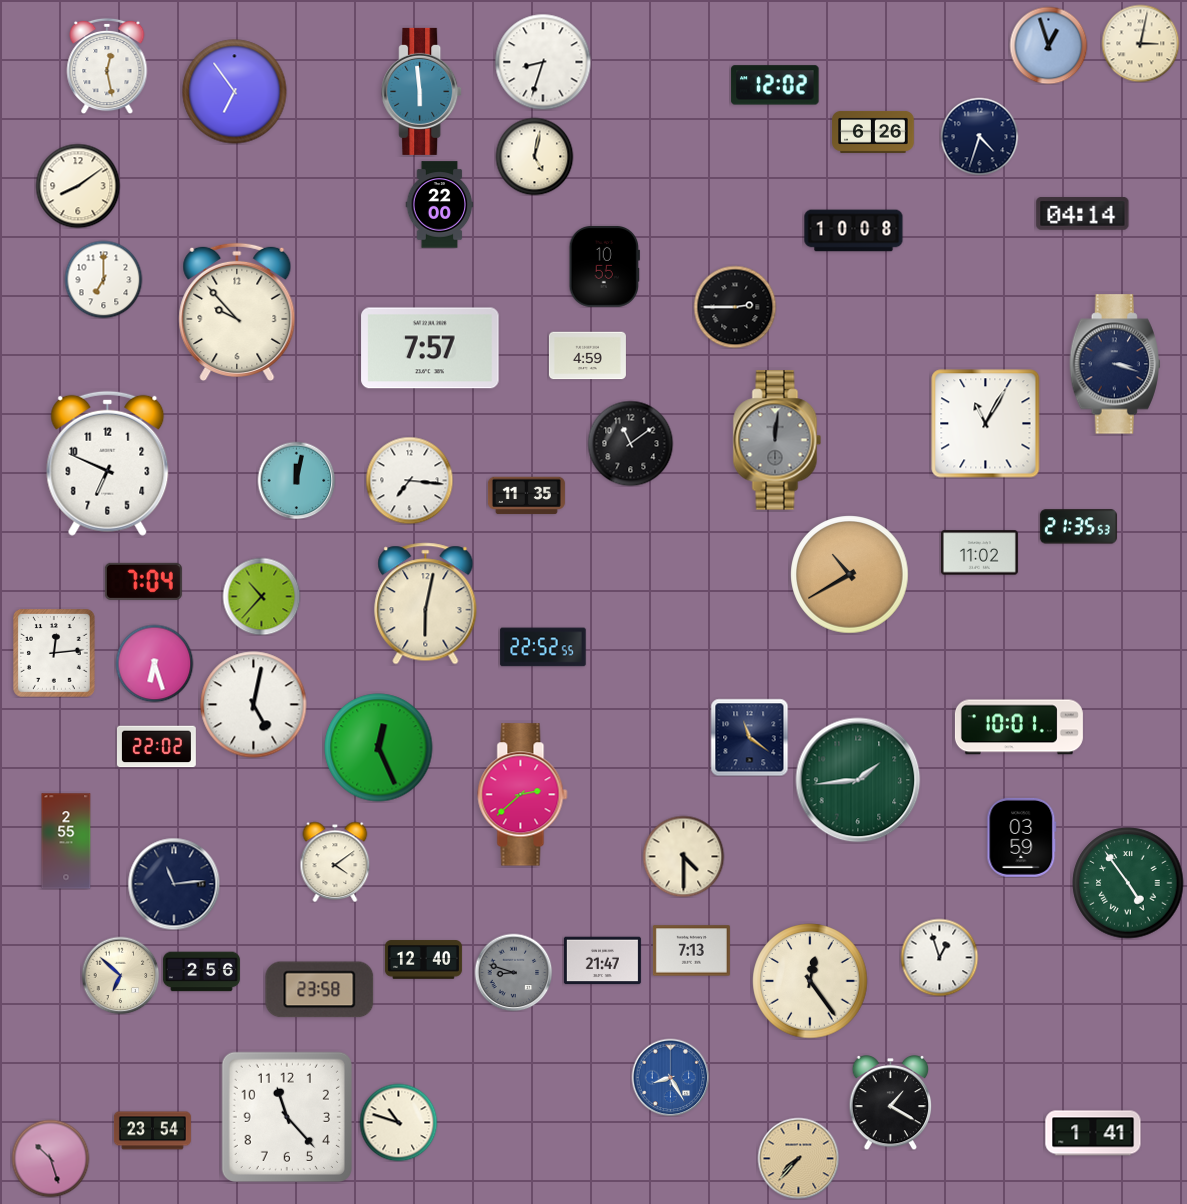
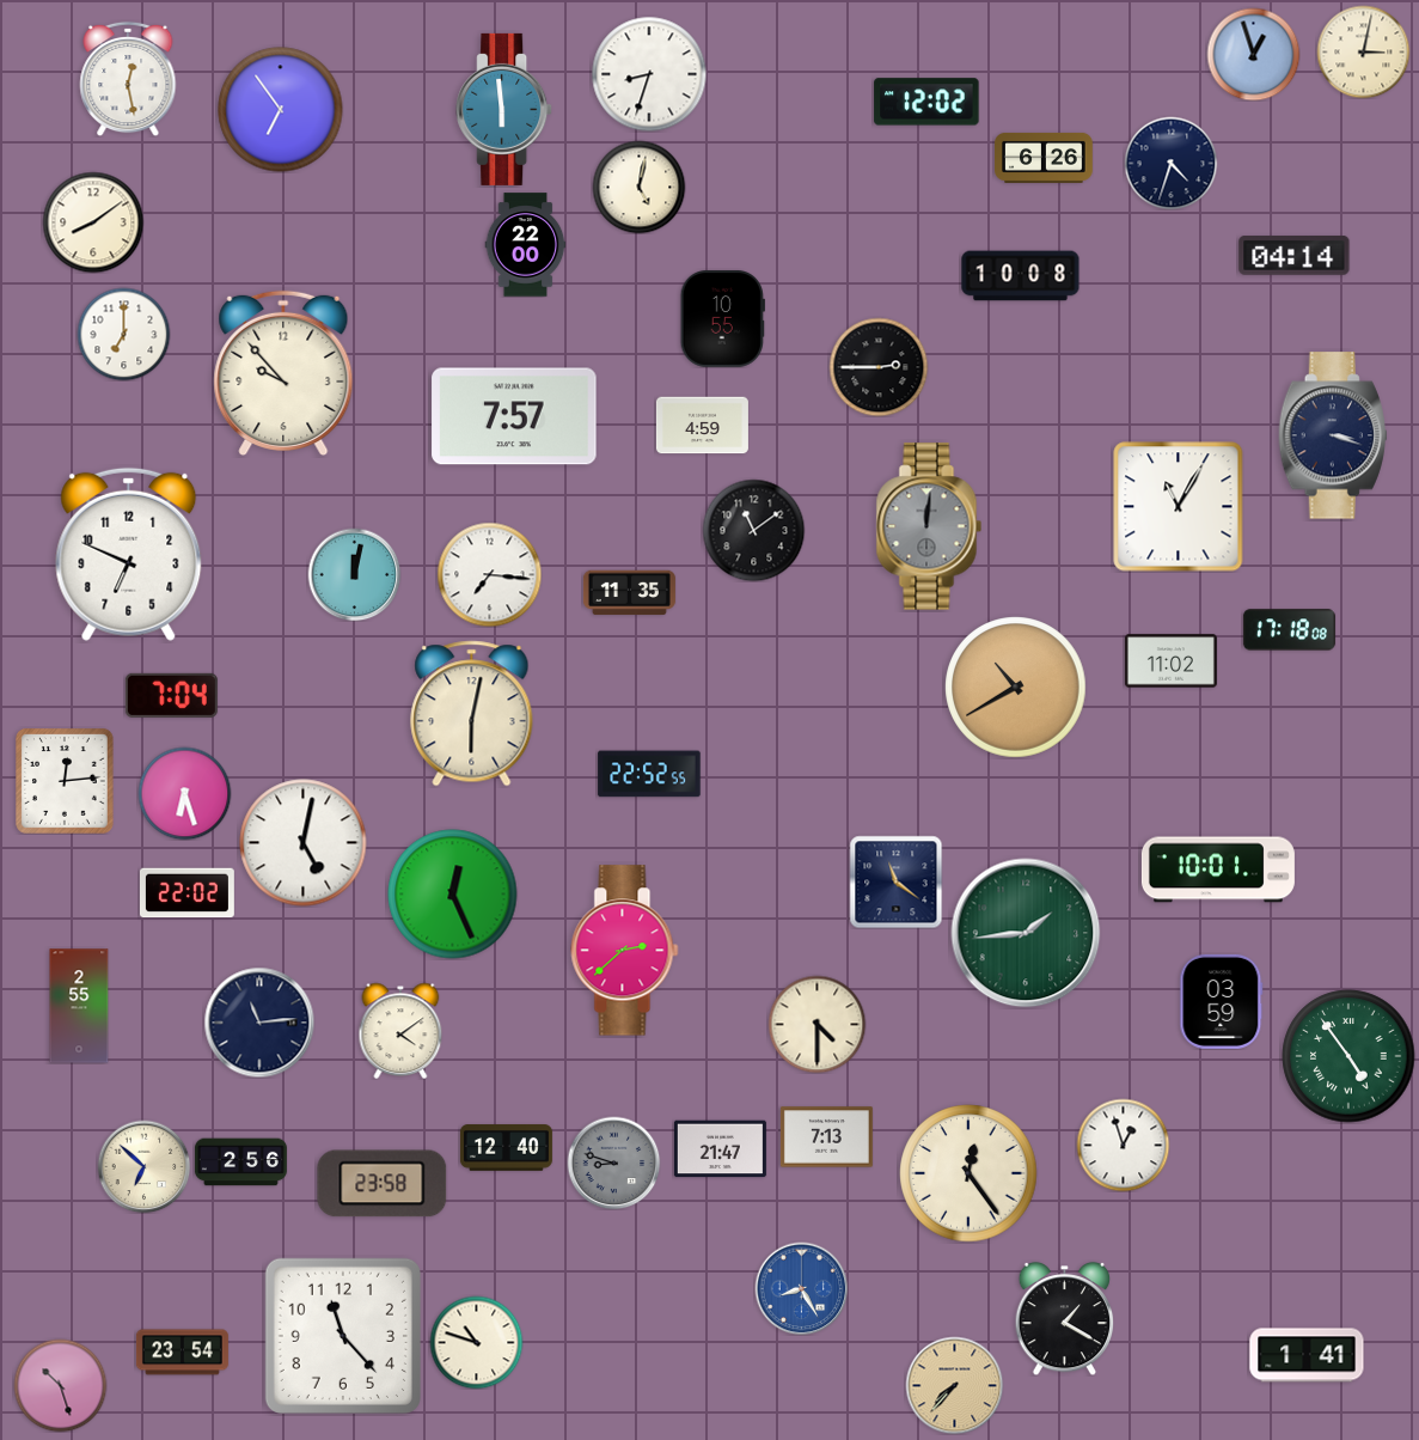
clock at (1078, 527): 21:35 -> 17:18
clock at (261, 596): 10:37 -> none
clock at (426, 604) position: (426, 604) -> (472, 714)
clock at (174, 884) position: (174, 884) -> (259, 1023)
